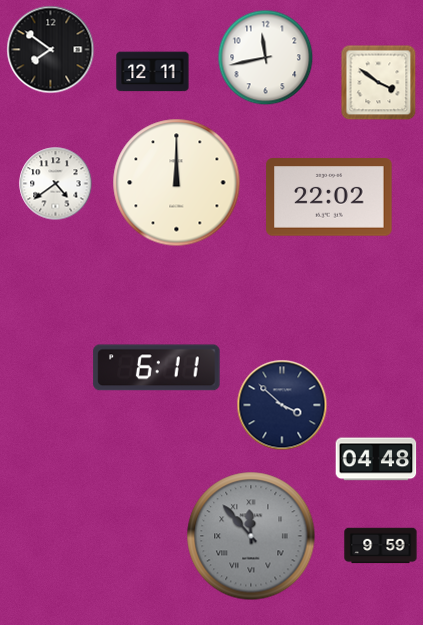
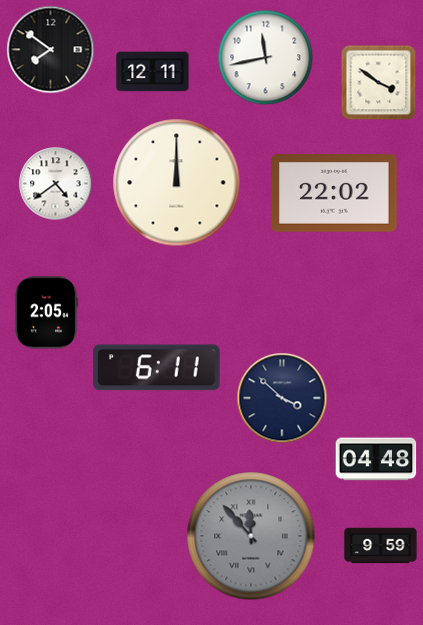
clock at (329, 197) position: (329, 197) -> (334, 193)
clock at (46, 313): none -> 2:05
clock at (282, 405) position: (282, 405) -> (282, 398)
